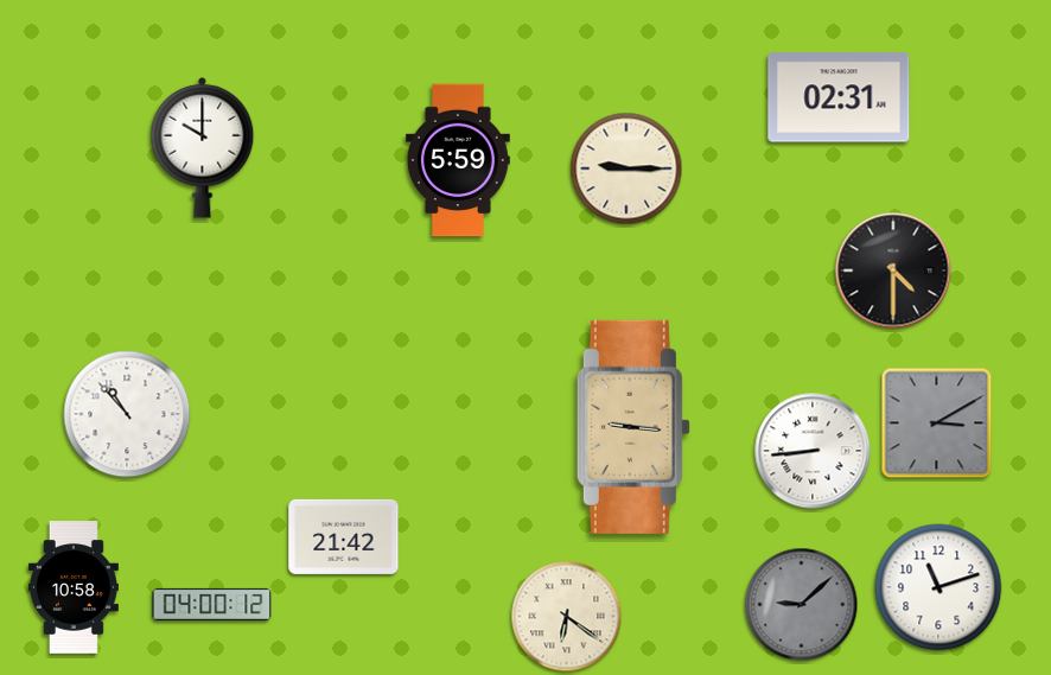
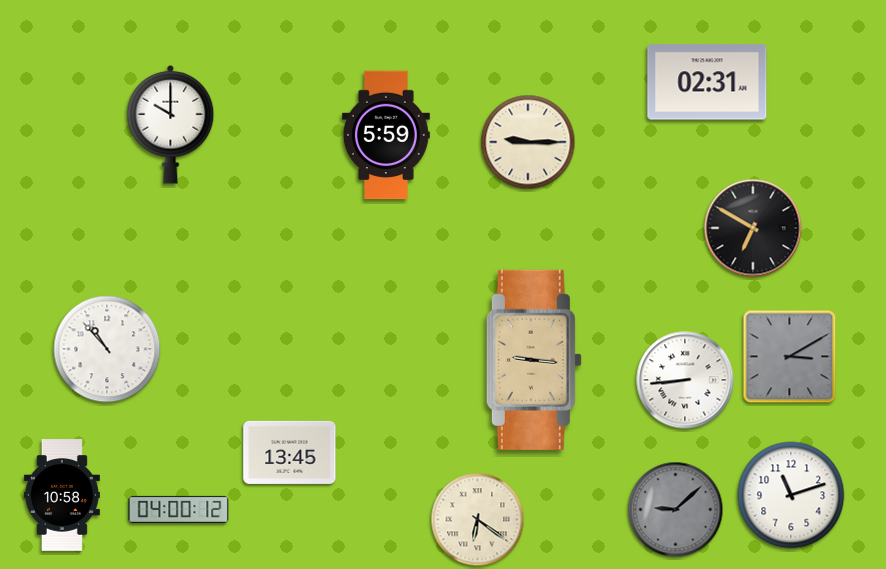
clock at (893, 270): 4:30 -> 6:50
clock at (344, 536): 21:42 -> 13:45
